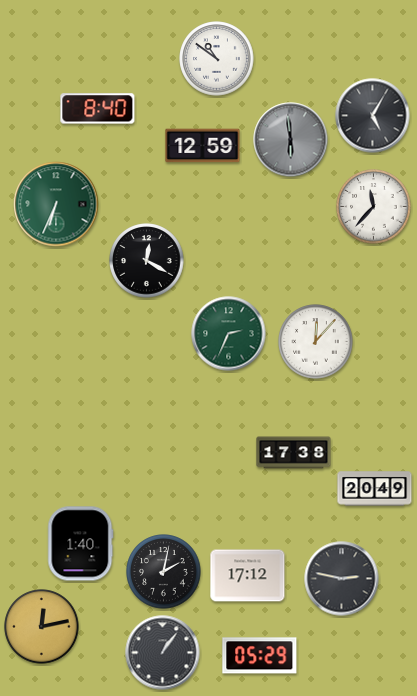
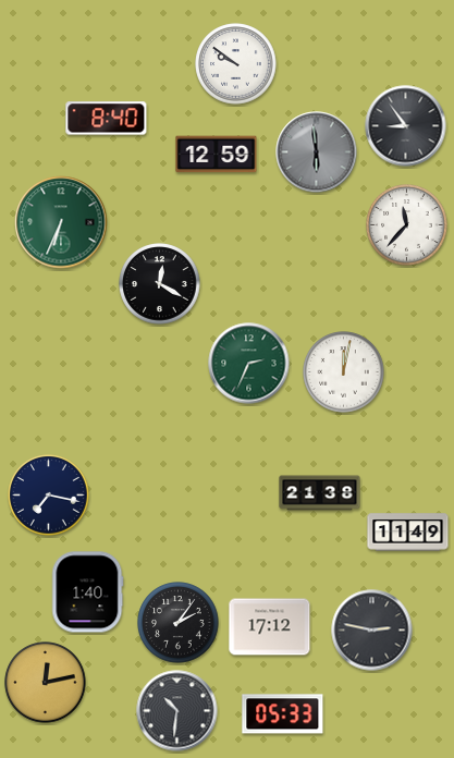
clock at (217, 59): 10:51 -> 9:51
clock at (373, 116): 5:05 -> 8:54
clock at (203, 146) position: (203, 146) -> (217, 155)
clock at (316, 342): 12:07 -> 12:02
clock at (294, 453): 17:38 -> 21:38
clock at (49, 496): none -> 7:17
clock at (375, 489): 20:49 -> 11:49
clock at (164, 572): 2:02 -> 2:06
clock at (163, 653): 1:06 -> 10:31
clock at (260, 656): 05:29 -> 05:33
